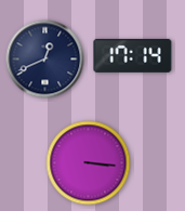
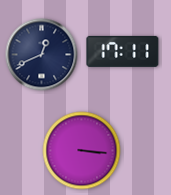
clock at (133, 55): 17:14 -> 17:11
